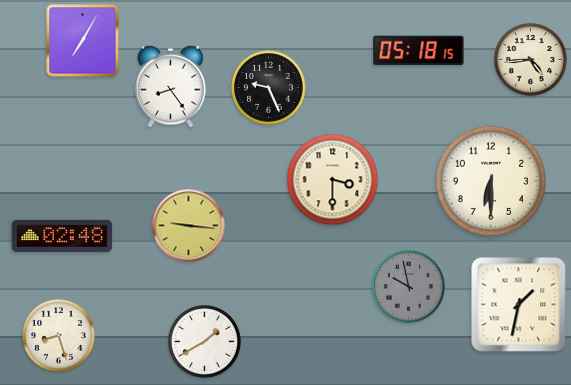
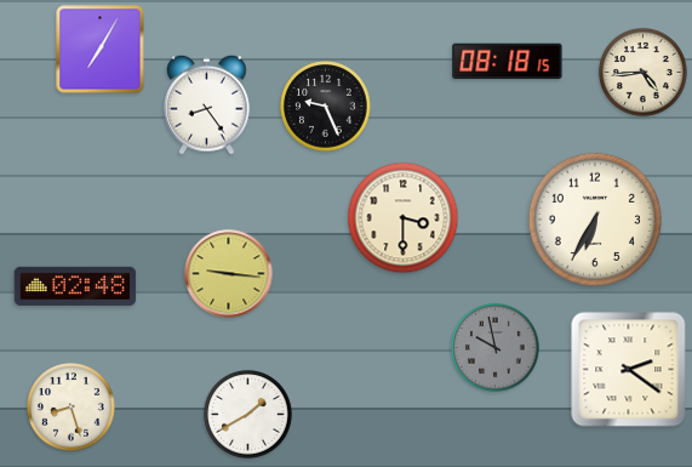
clock at (419, 51): 05:18 -> 08:18
clock at (491, 181): 6:30 -> 6:35
clock at (519, 305): 1:32 -> 2:21
